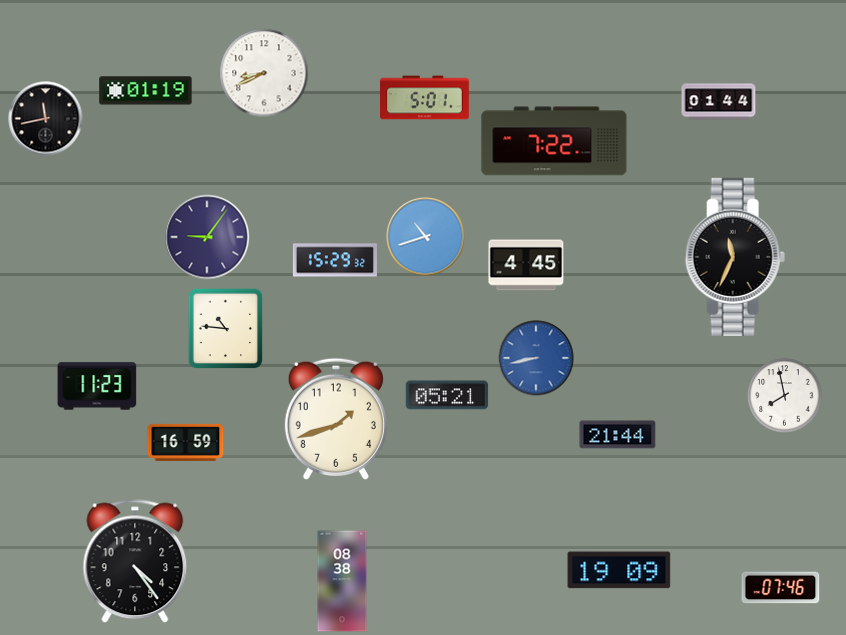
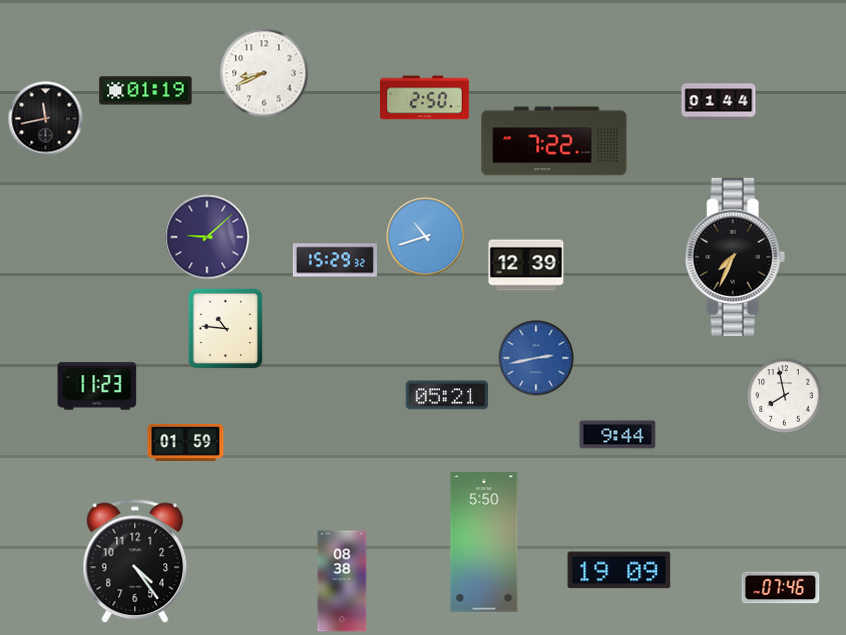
clock at (425, 98): 5:01 -> 2:50
clock at (207, 237): 9:06 -> 9:08
clock at (735, 257): 11:34 -> 7:34
clock at (526, 265): 4:45 -> 12:39
clock at (536, 358): 8:43 -> 2:43
clock at (336, 419): 1:42 -> none
clock at (618, 435): 21:44 -> 9:44
clock at (186, 442): 16:59 -> 01:59
clock at (484, 542): none -> 5:50
